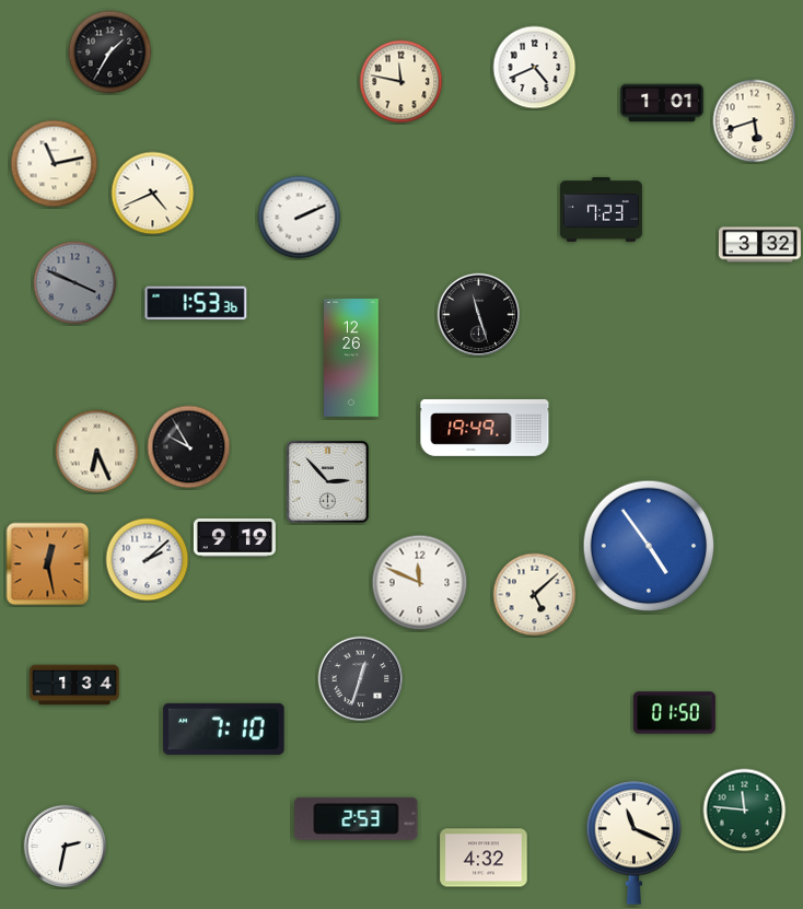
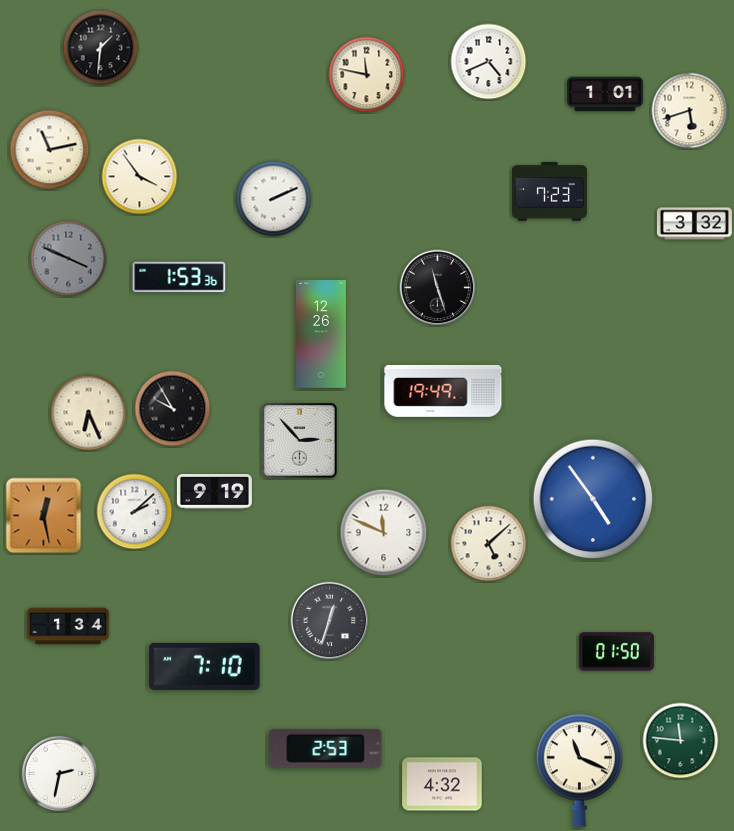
clock at (110, 53): 1:35 -> 1:31
clock at (153, 194): 4:41 -> 3:54
clock at (352, 358) position: (352, 358) -> (322, 334)
